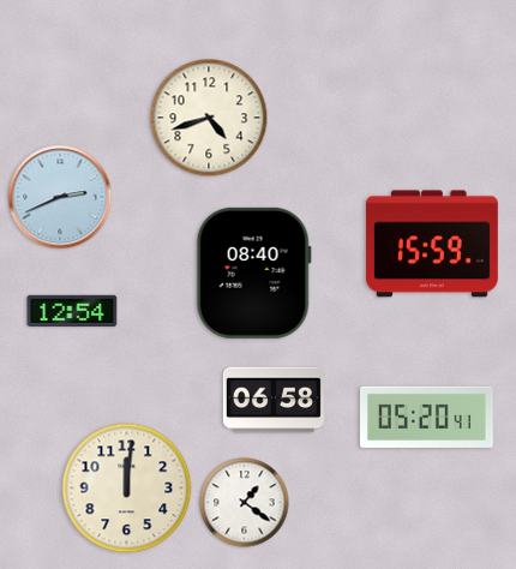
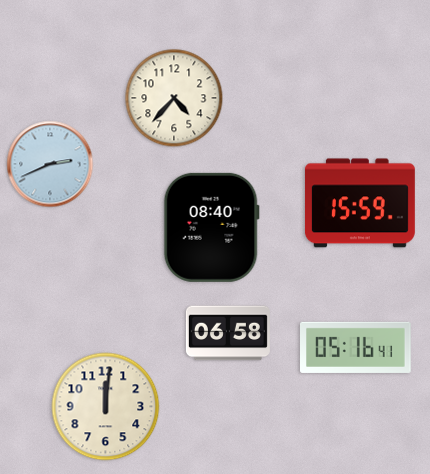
clock at (209, 118): 4:42 -> 4:37
clock at (72, 310): 12:54 -> none
clock at (427, 417): 05:20 -> 05:16
clock at (245, 503): 1:21 -> none
